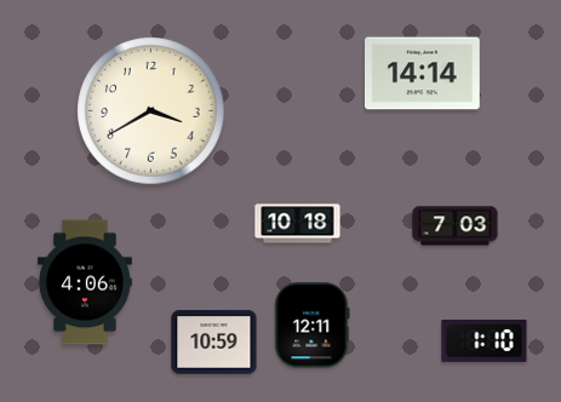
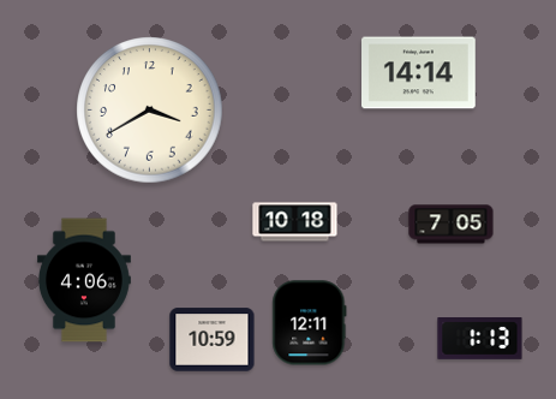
clock at (456, 226): 7:03 -> 7:05
clock at (485, 341): 1:10 -> 1:13
